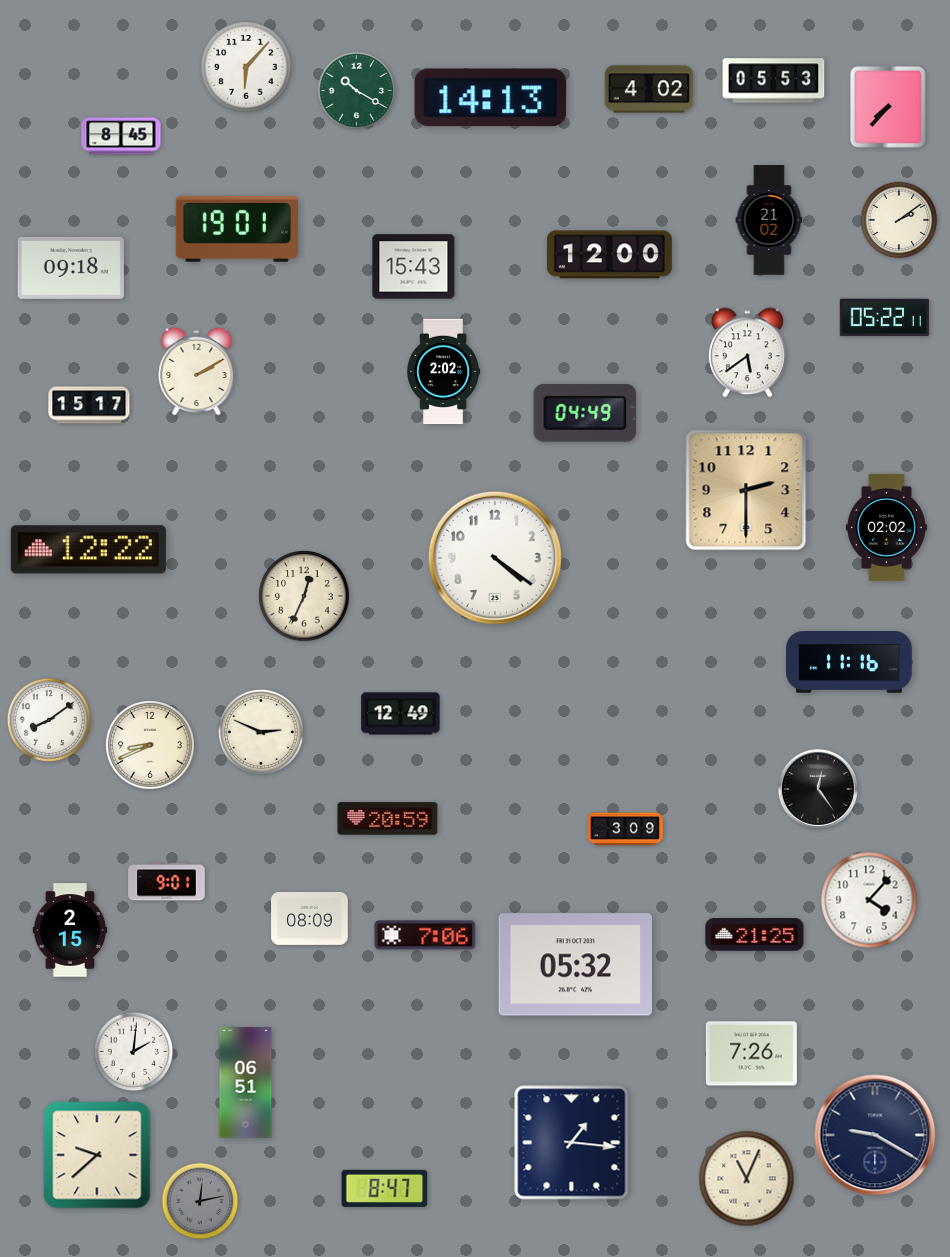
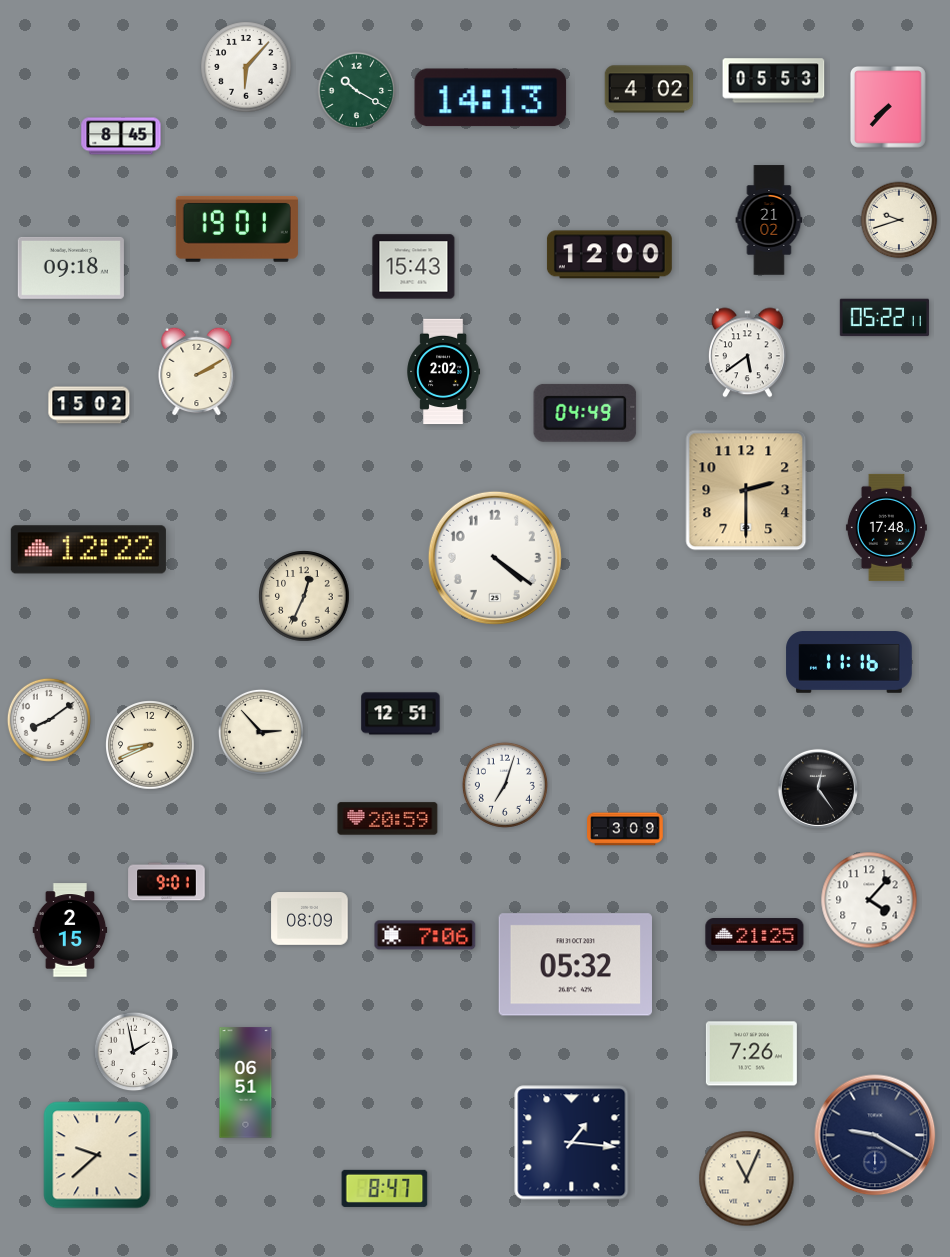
clock at (899, 220): 2:09 -> 9:42
clock at (89, 405): 15:17 -> 15:02
clock at (886, 527): 02:02 -> 17:48
clock at (401, 714): 12:49 -> 12:51
clock at (261, 732): 2:49 -> 2:53
clock at (505, 785): none -> 7:03
clock at (134, 1052): 2:01 -> 1:58
clock at (200, 1201): 12:13 -> none
